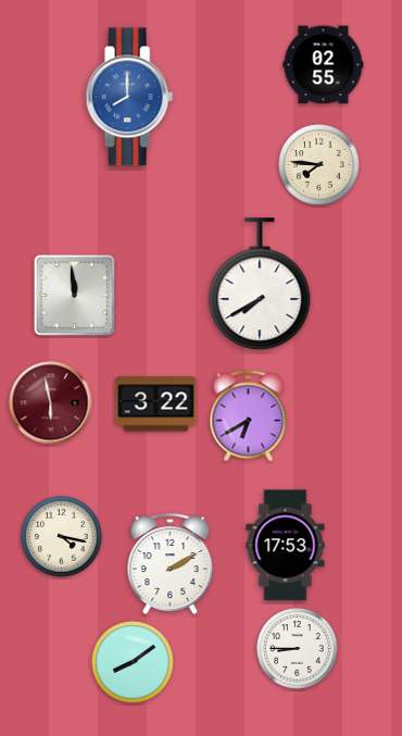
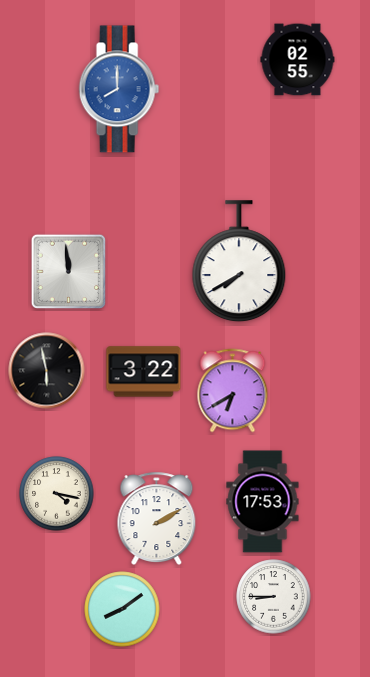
clock at (319, 165): 7:46 -> none
clock at (51, 403) dial: burgundy -> black
clock at (249, 416) position: (249, 416) -> (233, 391)
